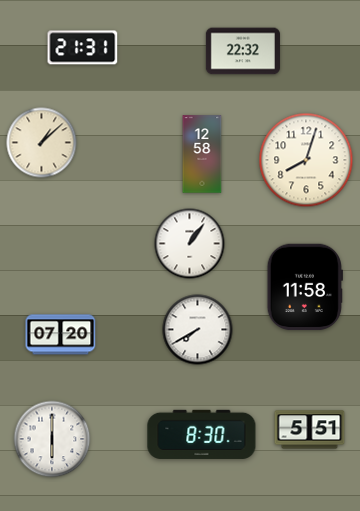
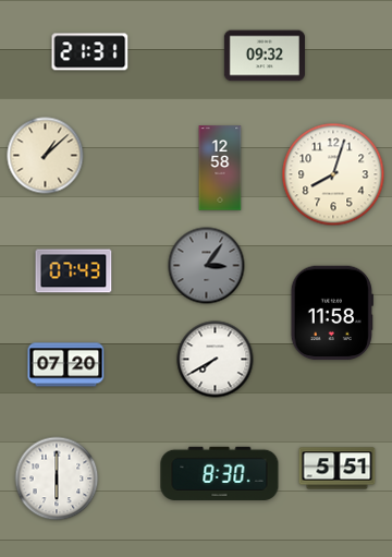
clock at (243, 51): 22:32 -> 09:32
clock at (190, 244): 1:06 -> 3:06
clock at (190, 244) dial: white -> grey
clock at (74, 271): none -> 07:43
